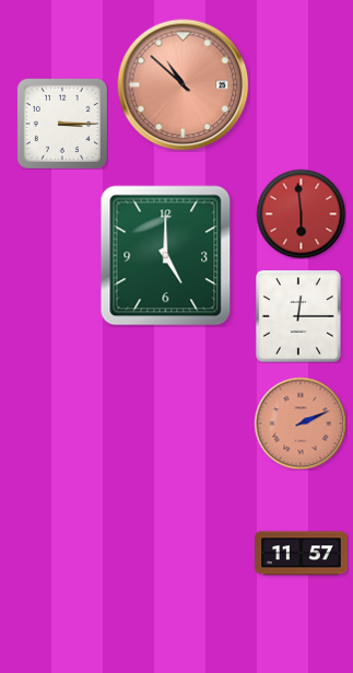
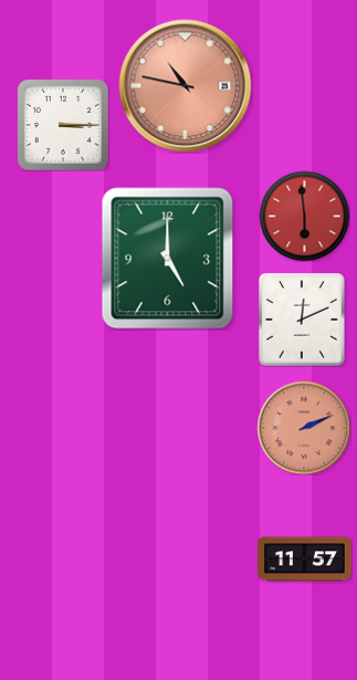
clock at (184, 85): 10:52 -> 10:47
clock at (298, 316): 12:15 -> 12:11
